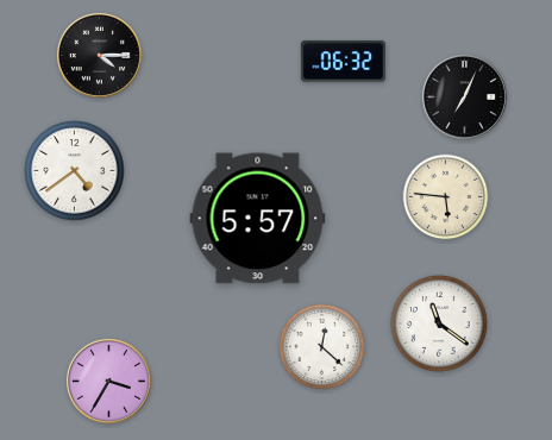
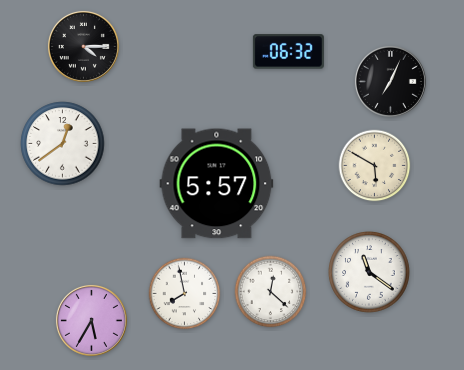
clock at (75, 171): 4:39 -> 12:39
clock at (446, 197): 5:46 -> 5:50
clock at (185, 294): none -> 7:58
clock at (108, 381): 3:35 -> 5:35
